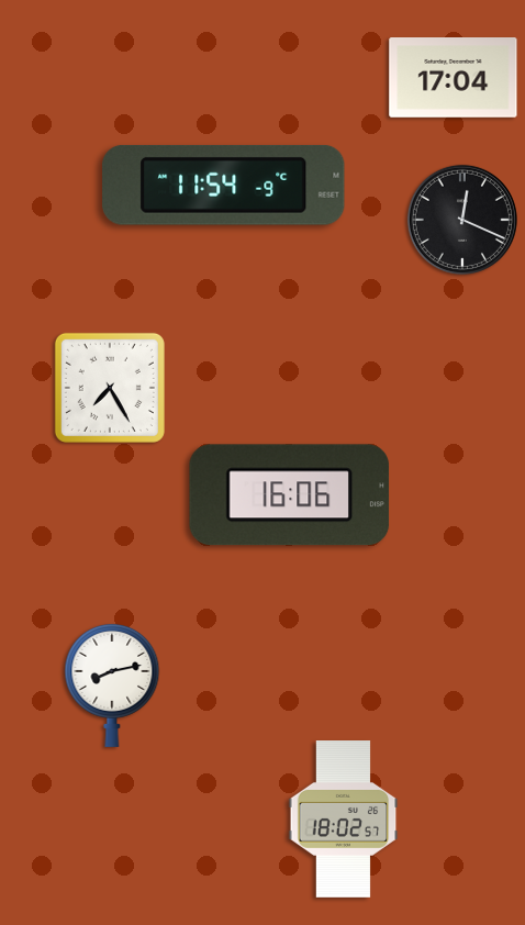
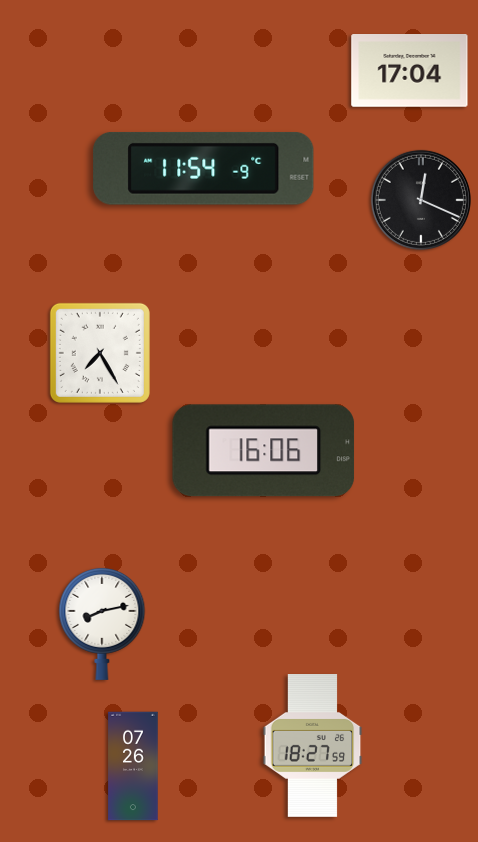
clock at (454, 78) position: (454, 78) -> (410, 71)
clock at (344, 820): 18:02 -> 18:27
clock at (133, 766): none -> 07:26
